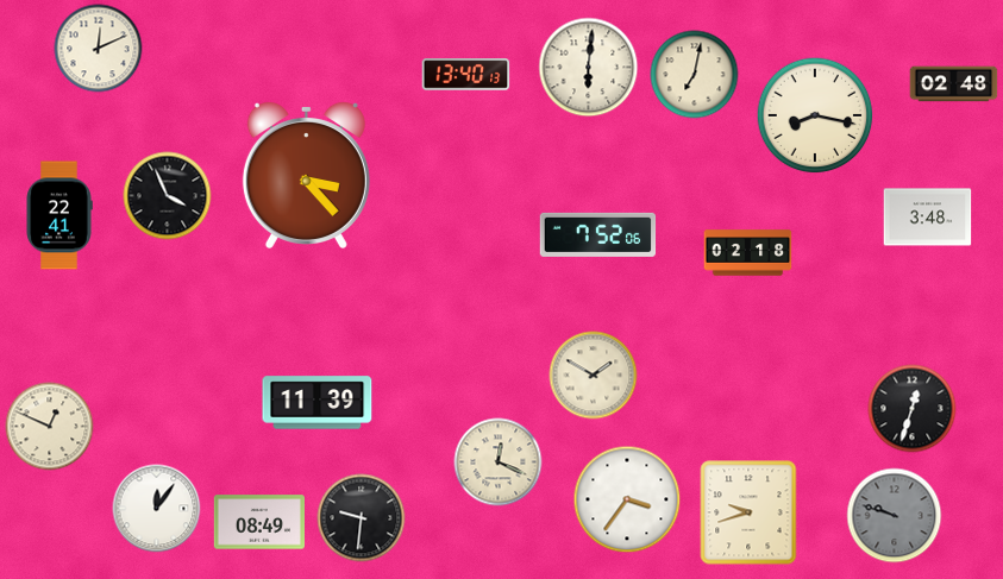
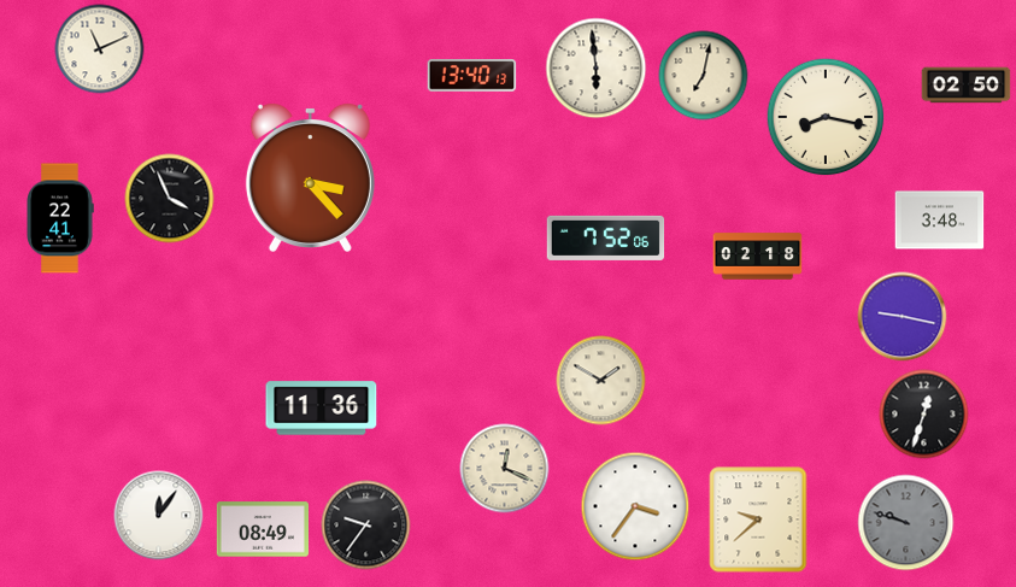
clock at (99, 49): 12:11 -> 11:11
clock at (589, 68): 6:01 -> 5:59
clock at (954, 84): 02:48 -> 02:50
clock at (903, 317): none -> 9:17
clock at (318, 403): 11:39 -> 11:36
clock at (50, 427): 12:49 -> none
clock at (748, 512): 9:42 -> 9:38
clock at (362, 518): 9:31 -> 9:36
